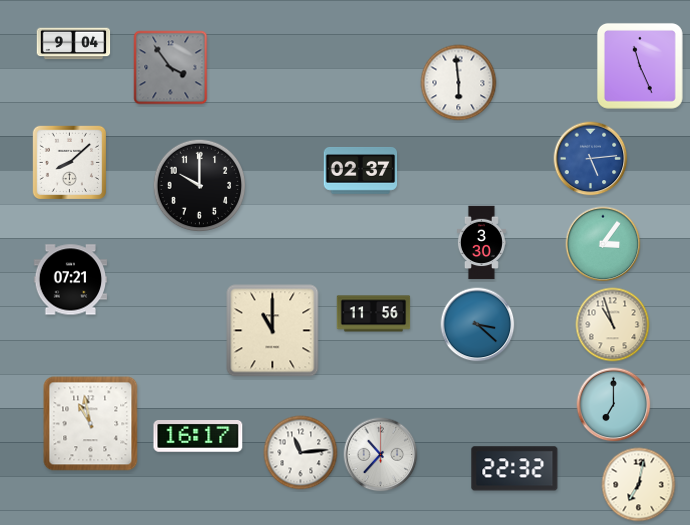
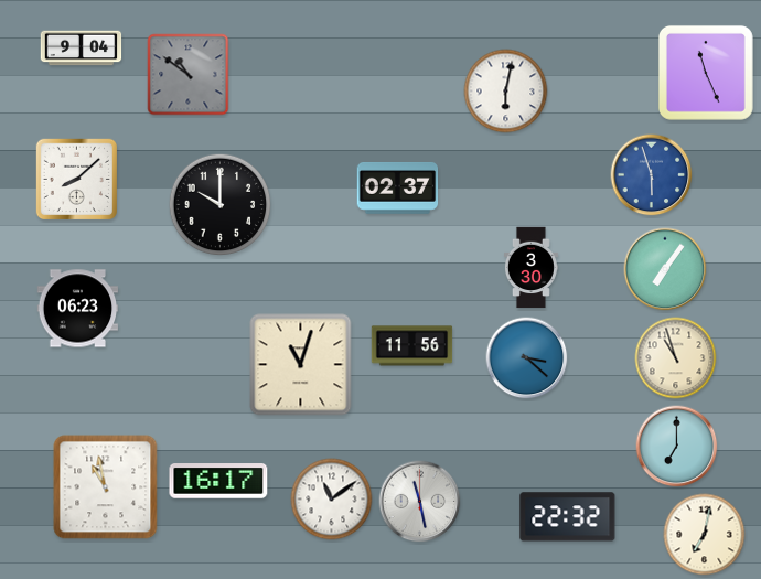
clock at (171, 68): 3:54 -> 10:51
clock at (459, 83): 5:59 -> 6:02
clock at (591, 159): 5:14 -> 5:57
clock at (603, 244): 3:06 -> 7:06
clock at (71, 280): 07:21 -> 06:23
clock at (273, 331): 11:00 -> 11:03
clock at (91, 424) position: (91, 424) -> (106, 487)
clock at (301, 453): 11:14 -> 11:09
clock at (381, 455): 10:37 -> 11:28
